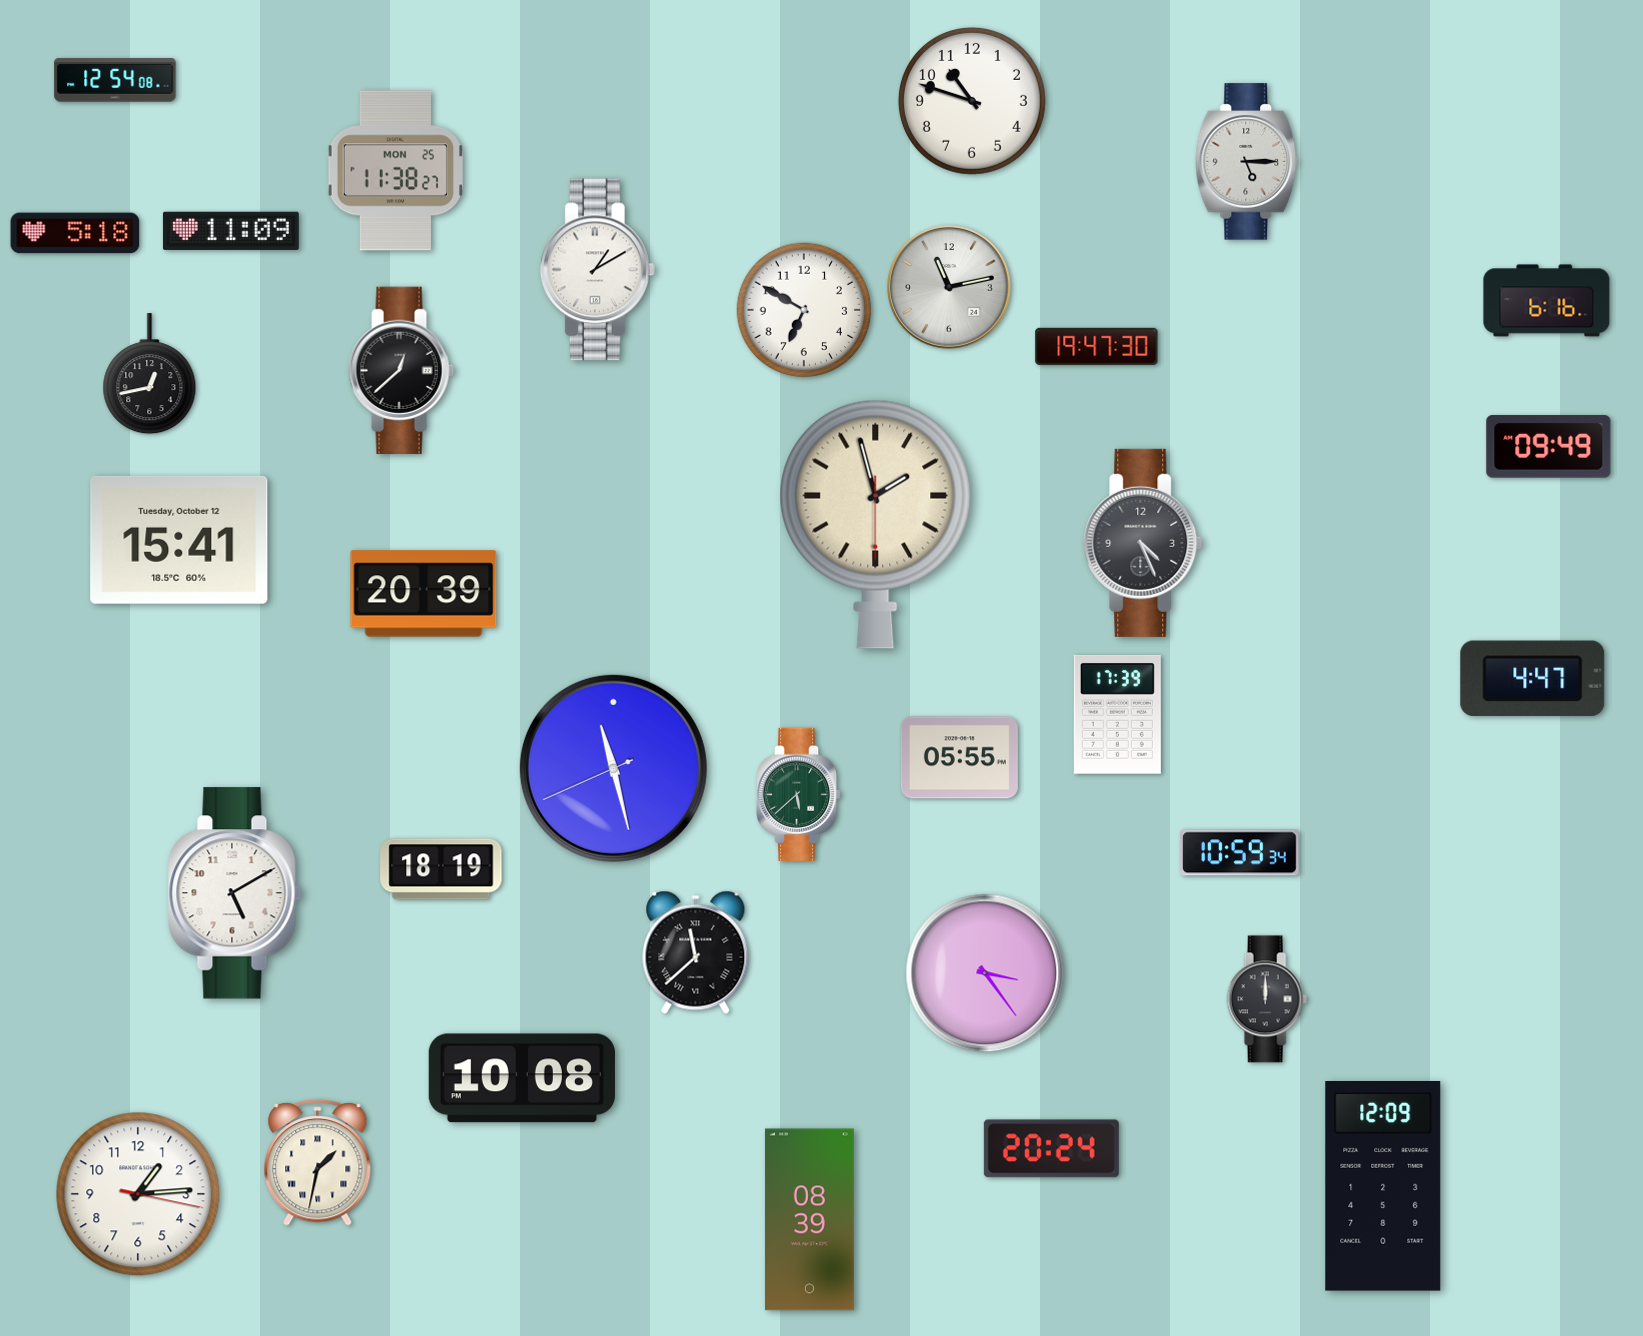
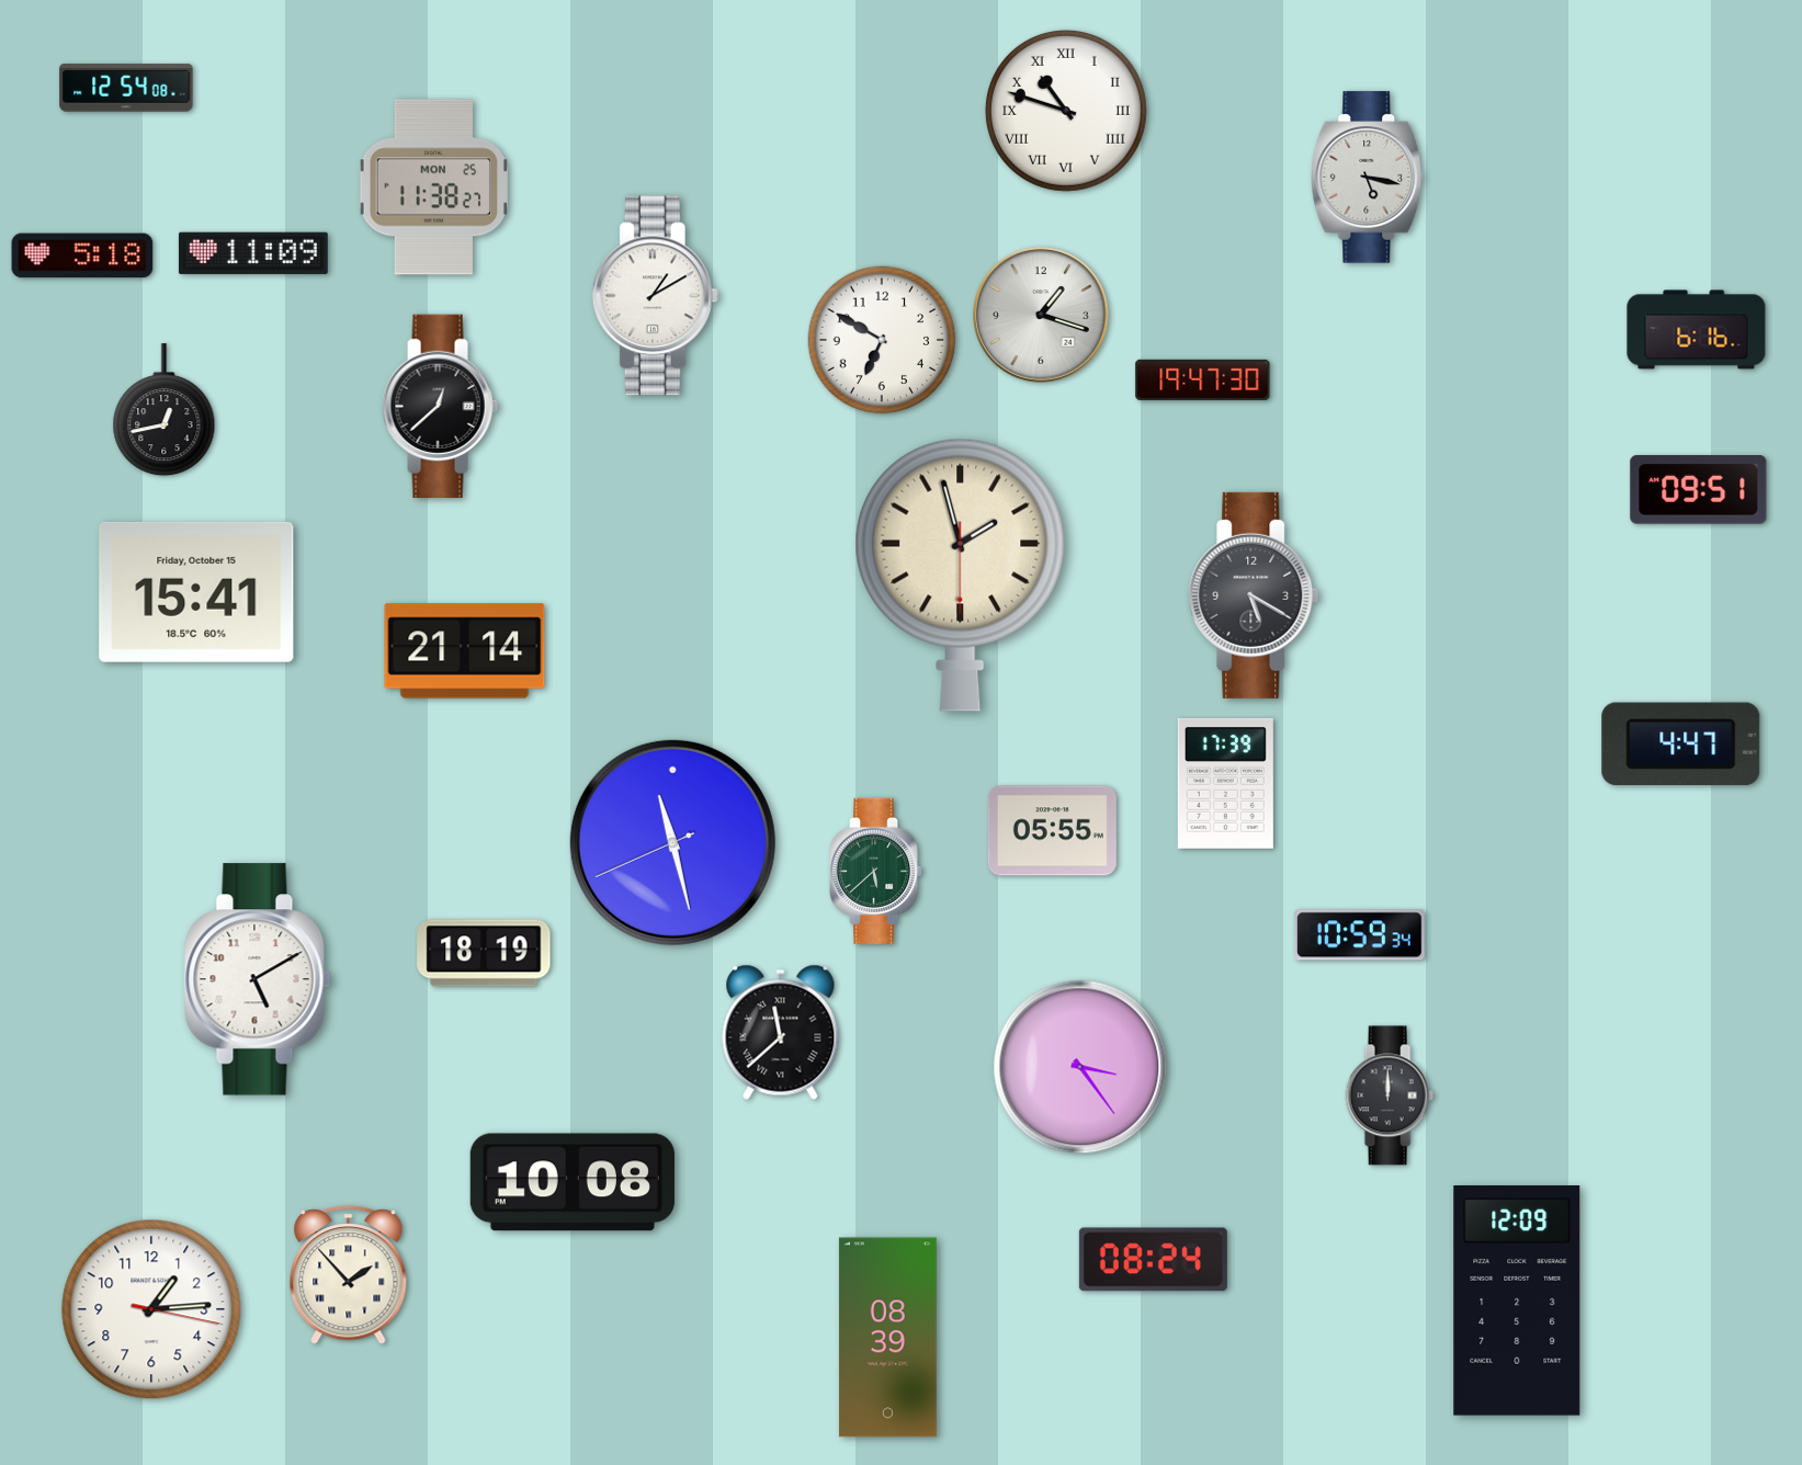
clock at (972, 101) numerals: Arabic -> Roman
clock at (1247, 162): 5:15 -> 5:17
clock at (950, 288): 11:13 -> 1:18
clock at (1549, 447): 09:49 -> 09:51
clock at (179, 540) date: Tuesday, October 12 -> Friday, October 15
clock at (1143, 543): 4:26 -> 5:20
clock at (424, 594): 20:39 -> 21:14
clock at (696, 952) position: (696, 952) -> (781, 1032)
clock at (1051, 1149): 20:24 -> 08:24
clock at (318, 1163): 1:32 -> 1:53
